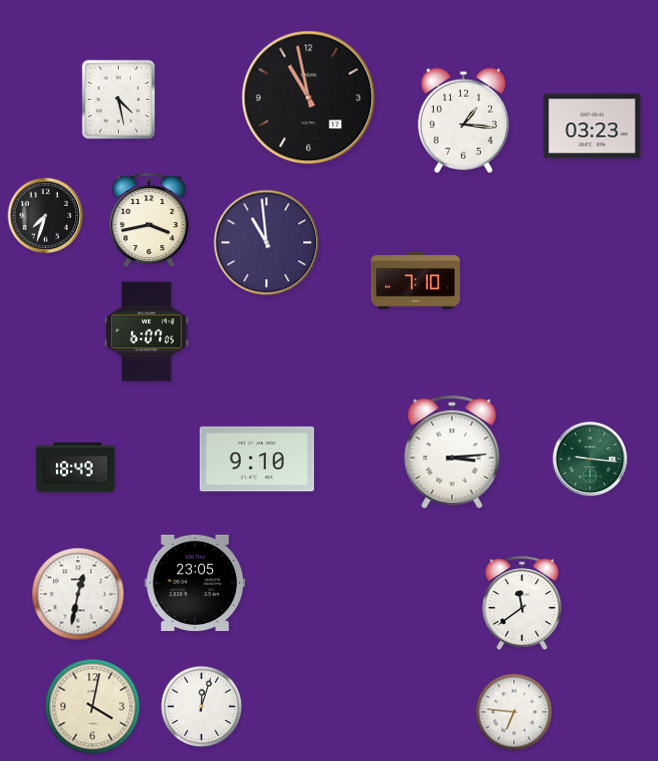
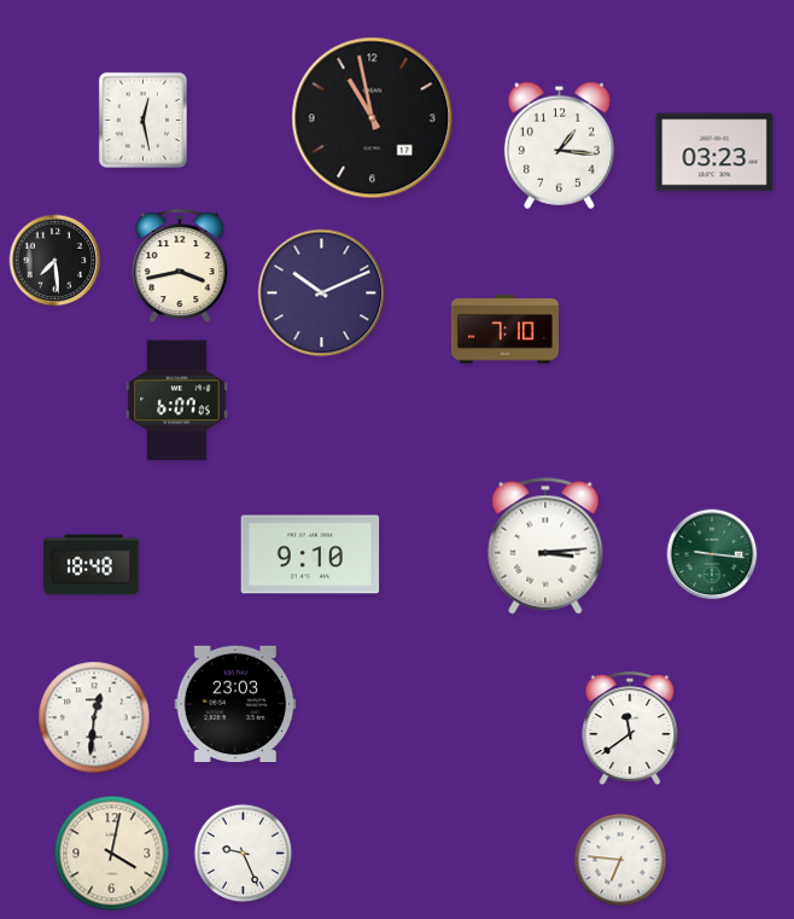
clock at (118, 99): 4:28 -> 12:28
clock at (46, 216): 7:33 -> 7:29
clock at (267, 243): 10:59 -> 10:11
clock at (415, 281) position: (415, 281) -> (504, 330)
clock at (76, 468): 18:49 -> 18:48
clock at (195, 582): 23:05 -> 23:03
clock at (78, 594): 12:32 -> 12:31
clock at (202, 707): 12:03 -> 9:26
